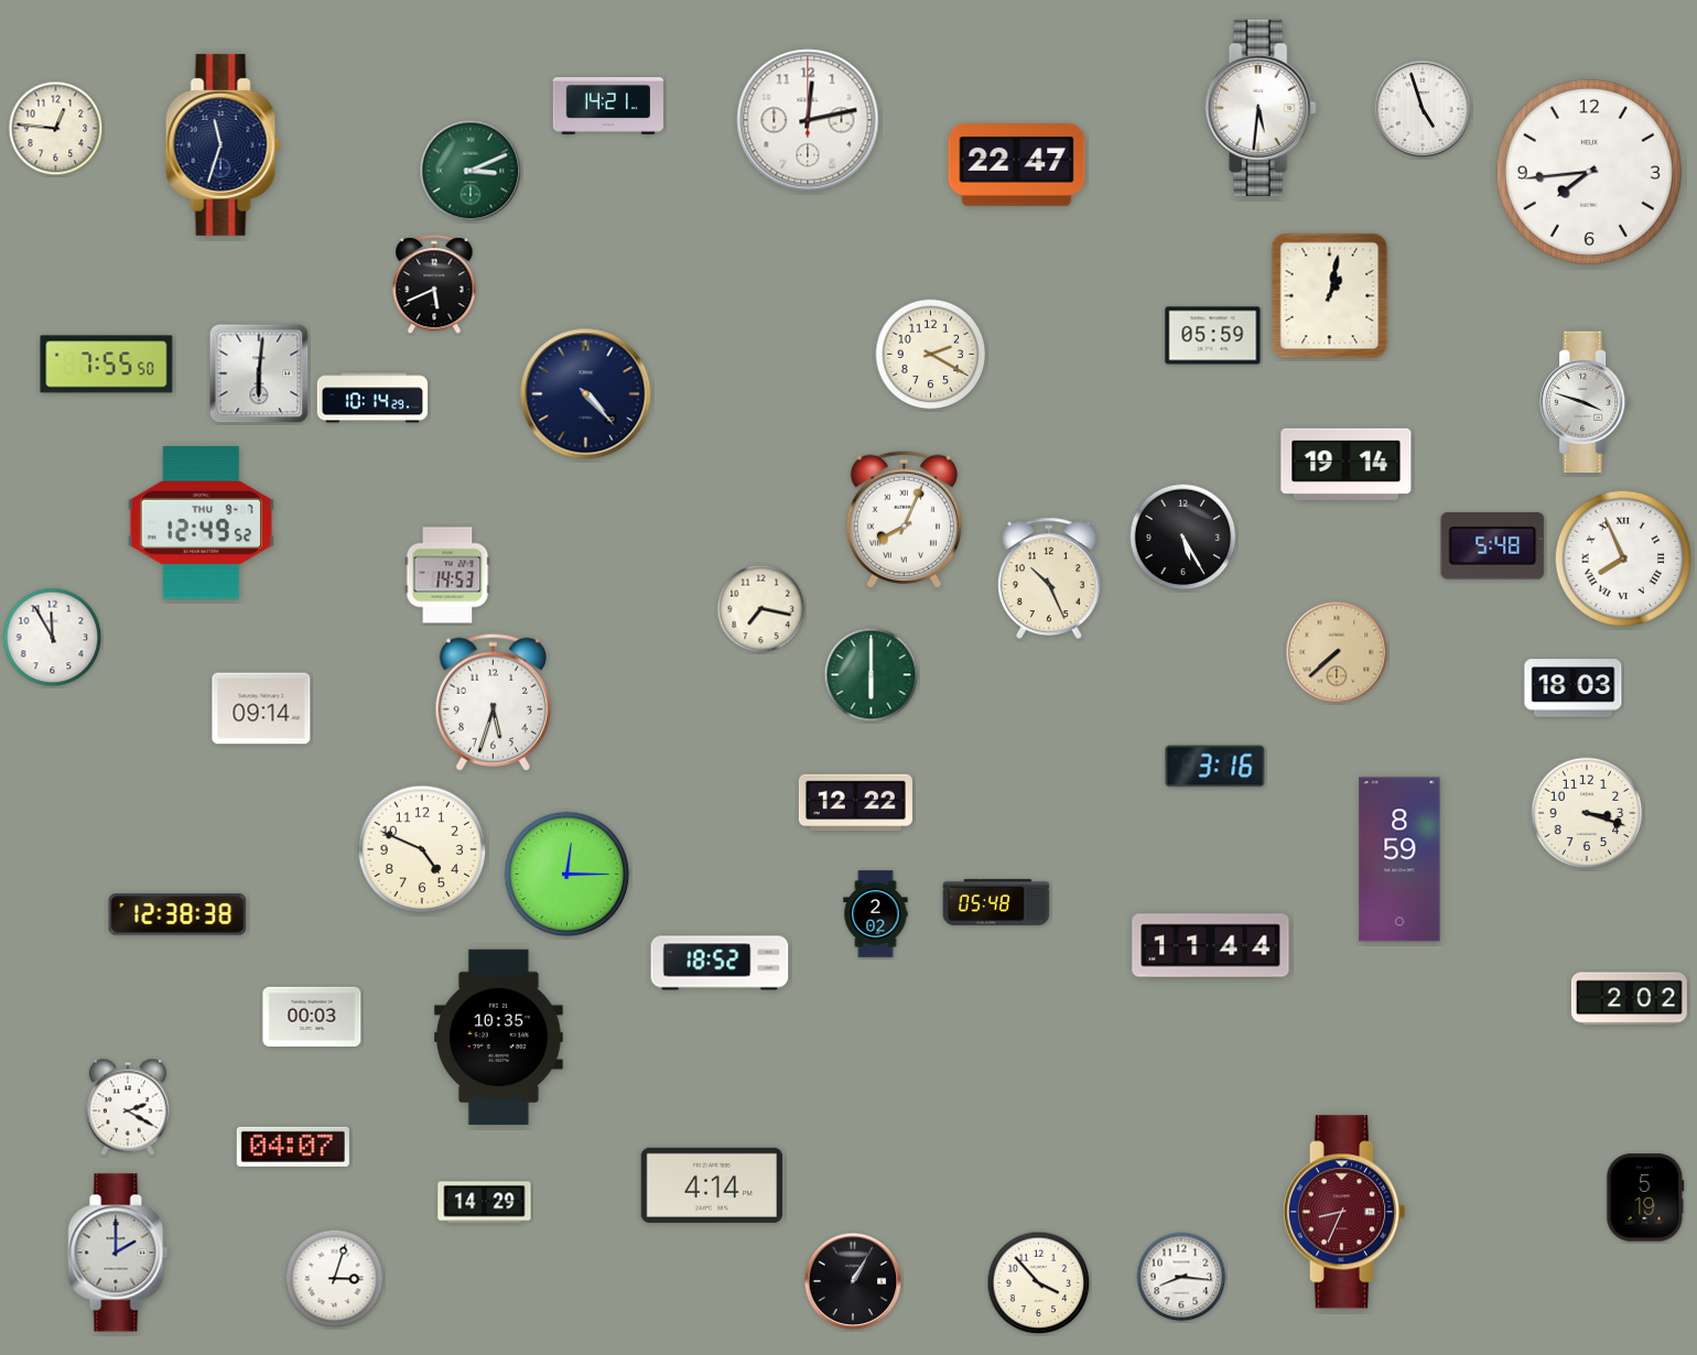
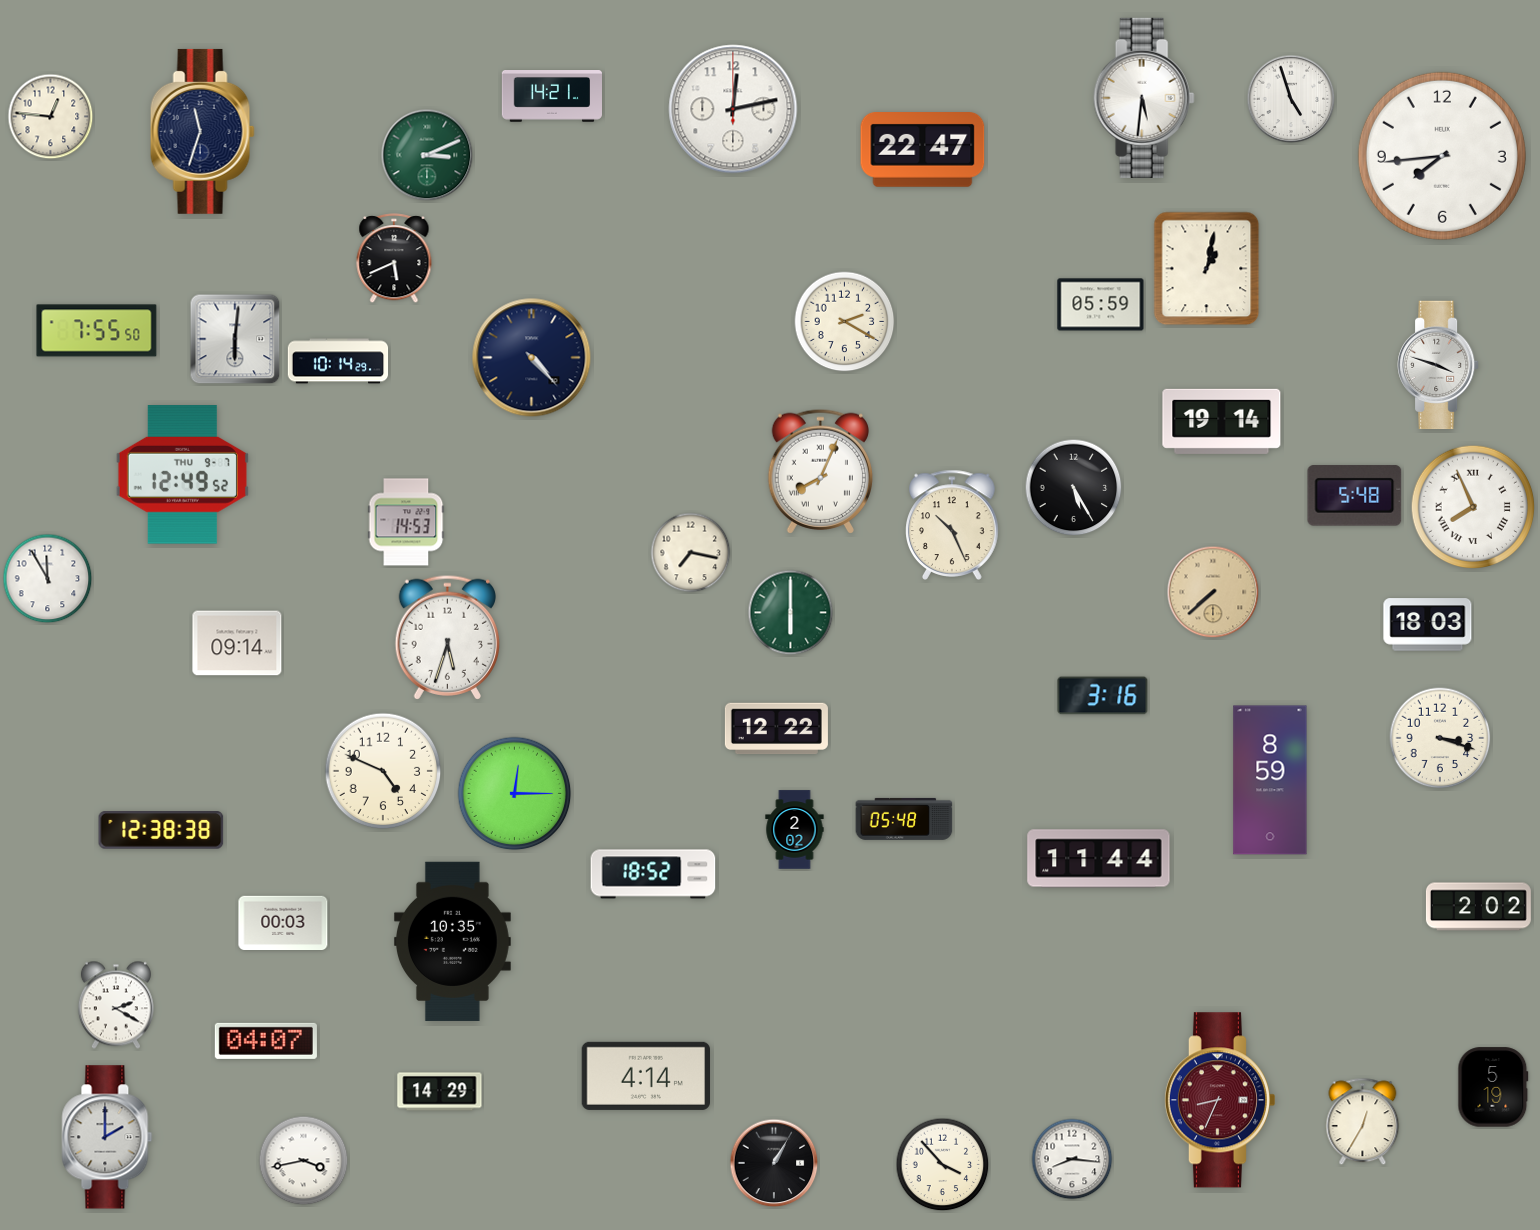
clock at (1363, 1122): none -> 12:35
clock at (335, 1279): 3:03 -> 3:43
